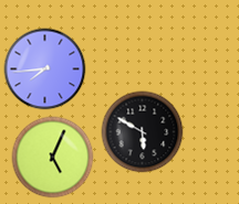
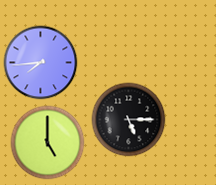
clock at (143, 132): 5:50 -> 5:15
clock at (53, 158): 5:04 -> 5:00
